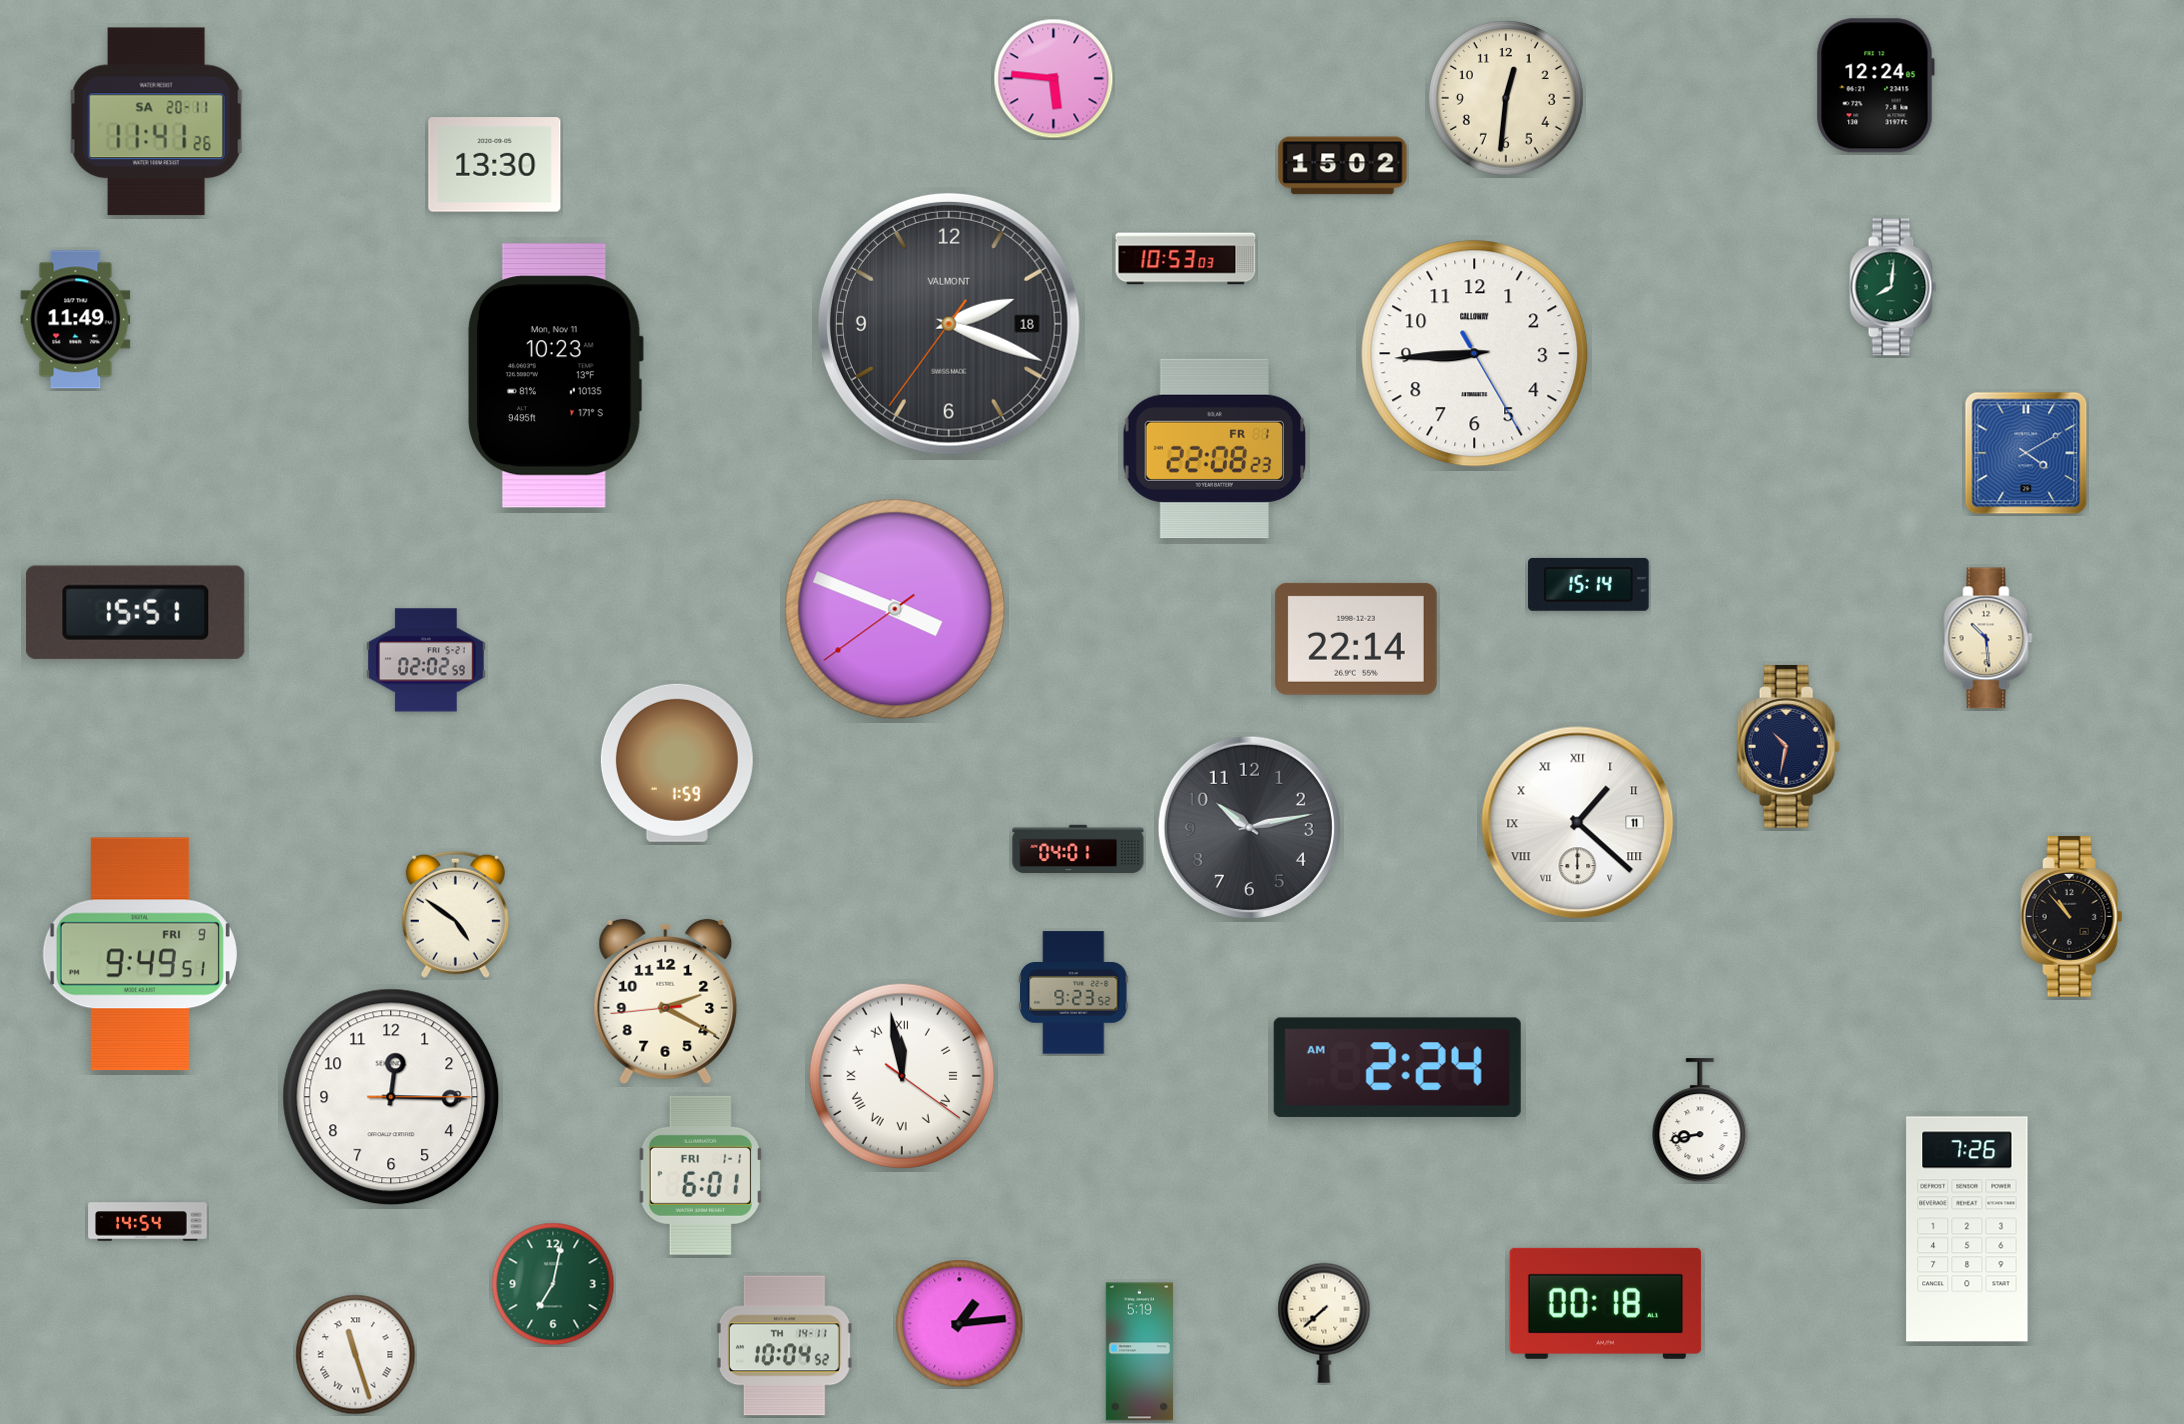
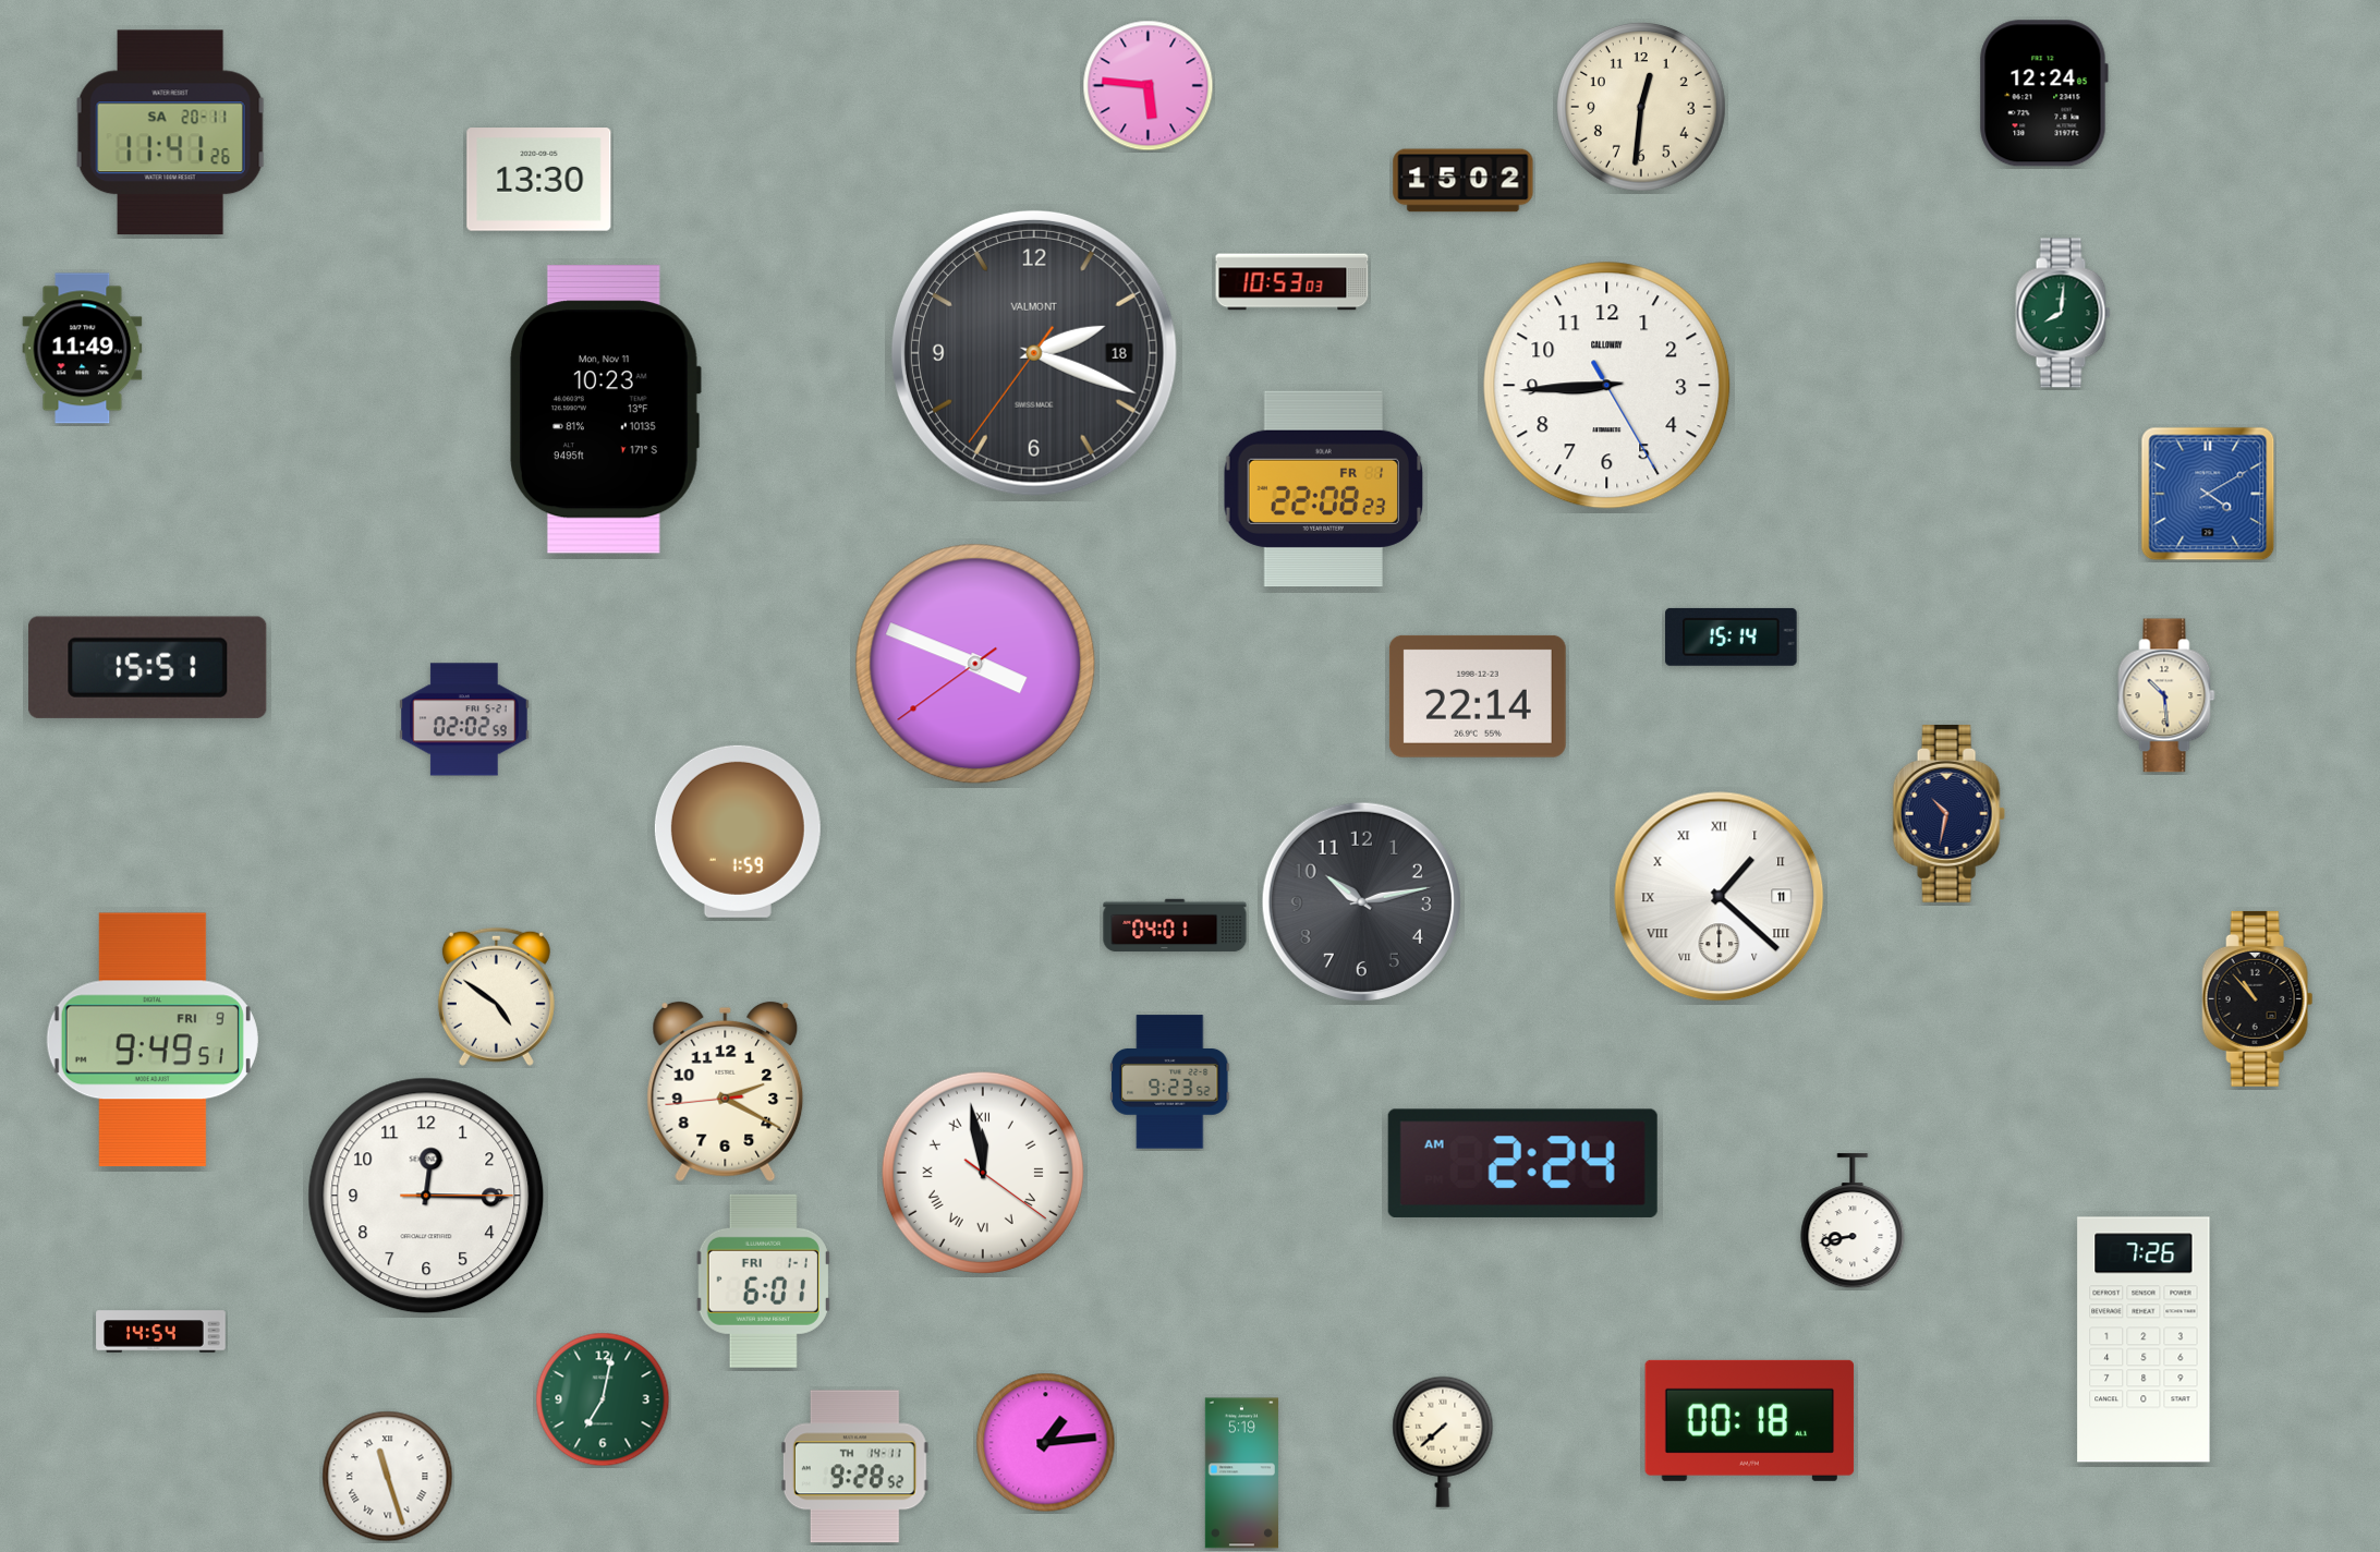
clock at (784, 1346): 10:04 -> 9:28
